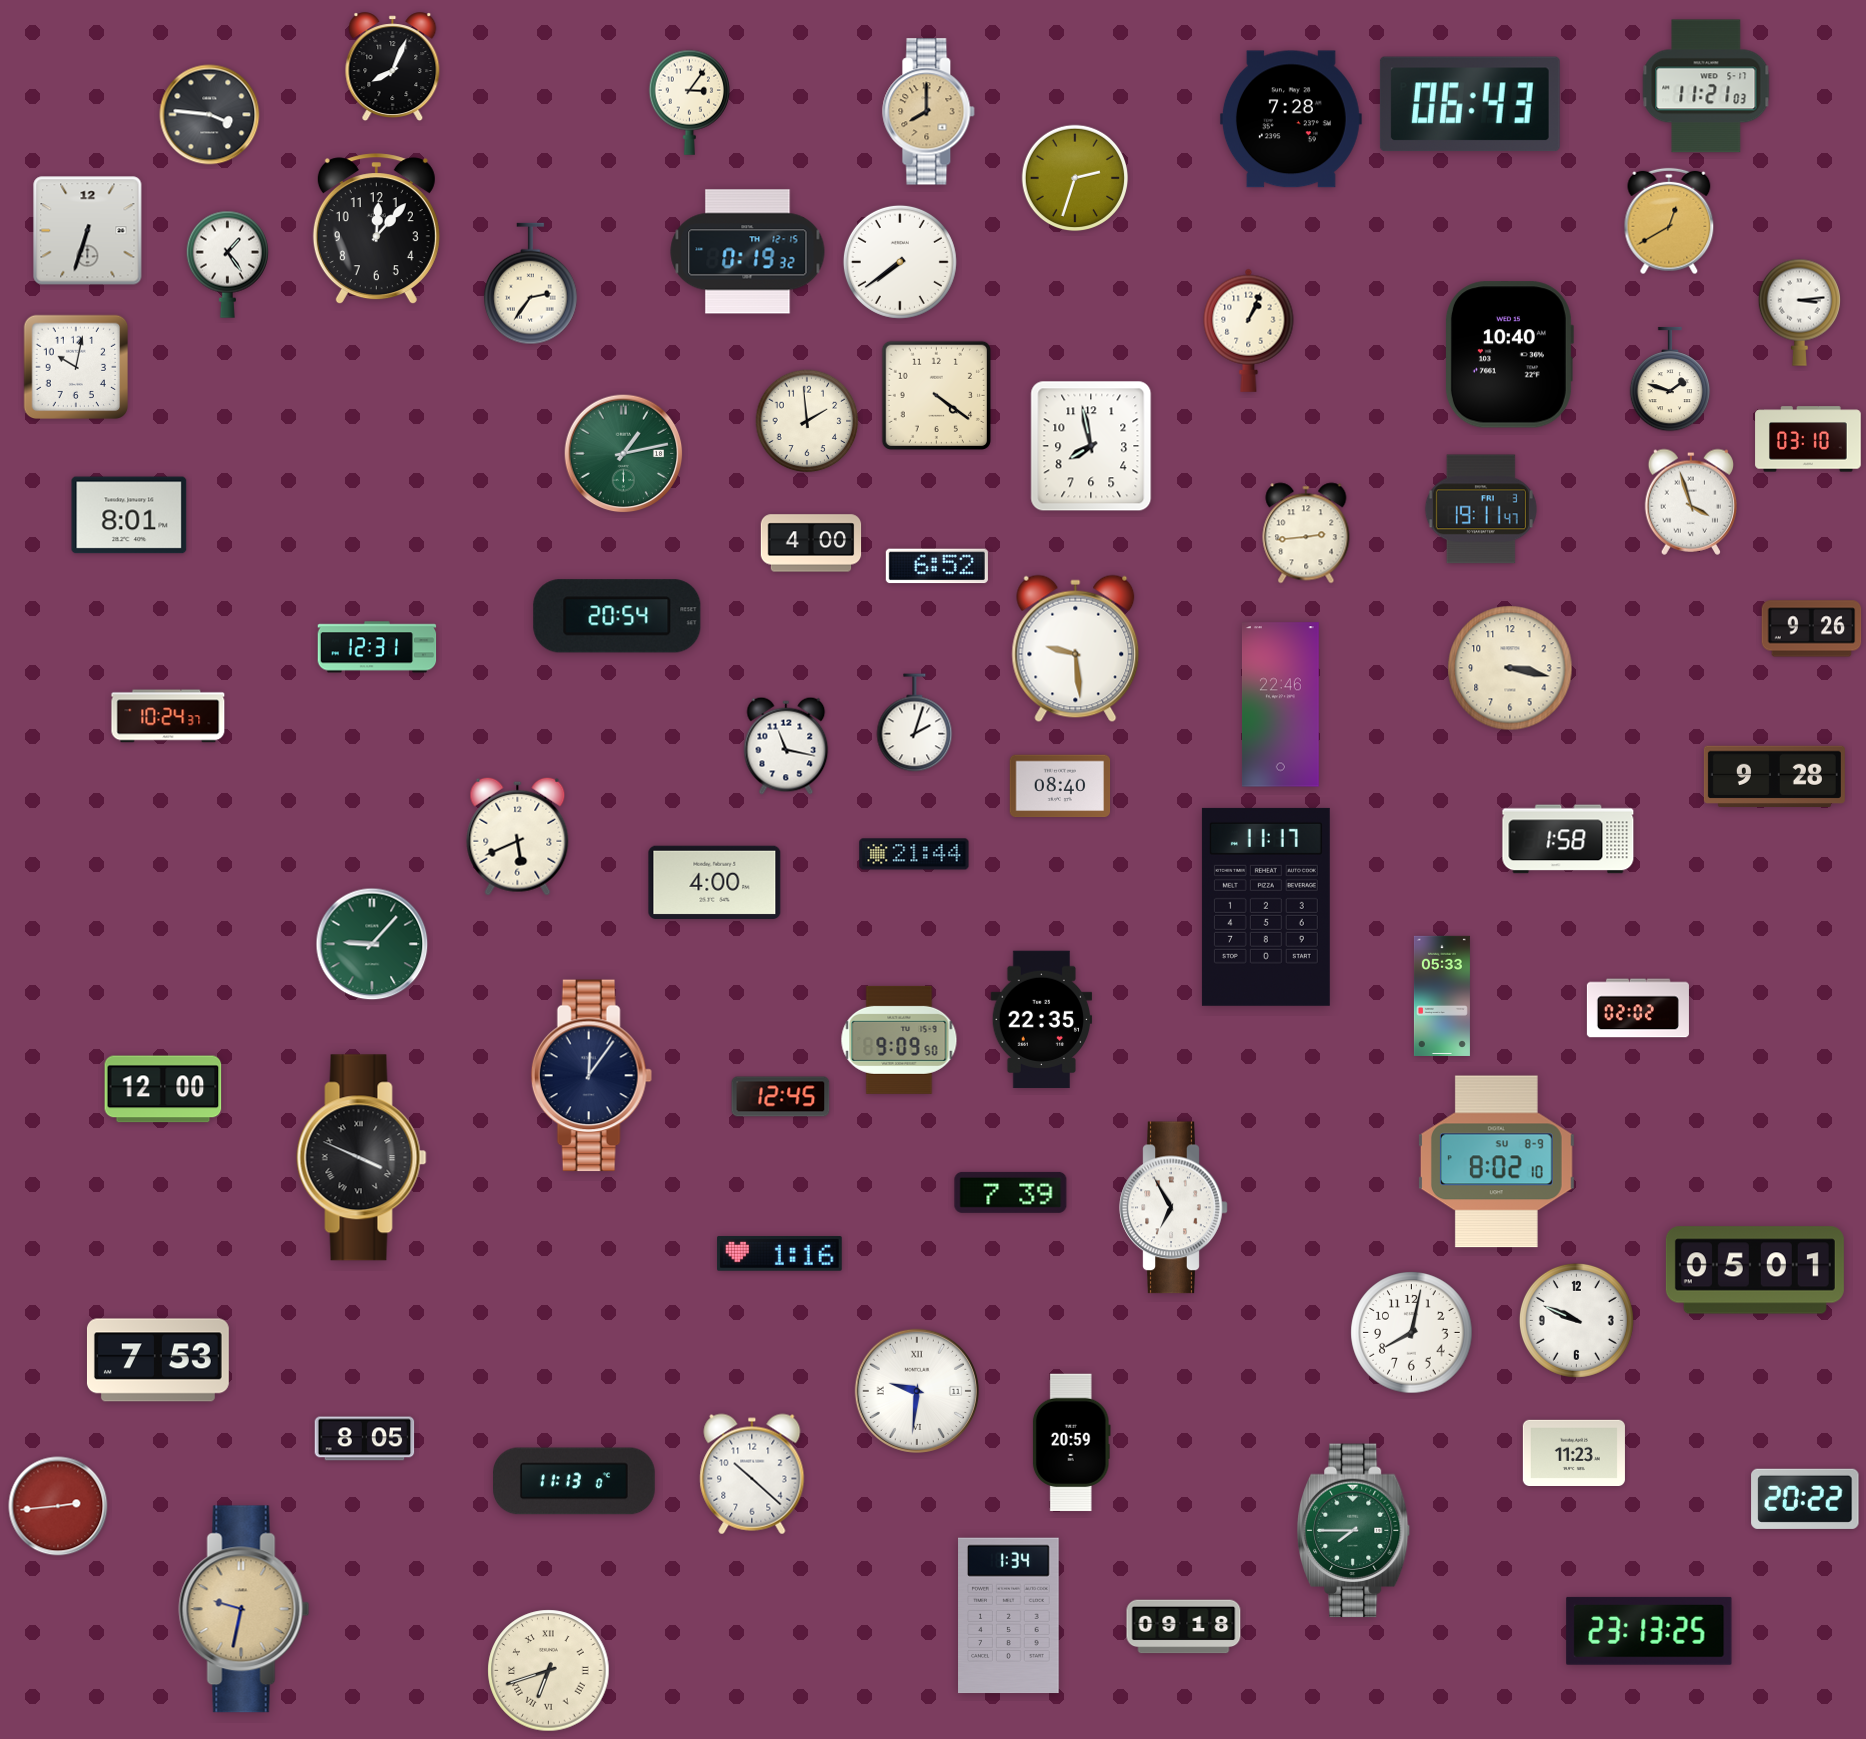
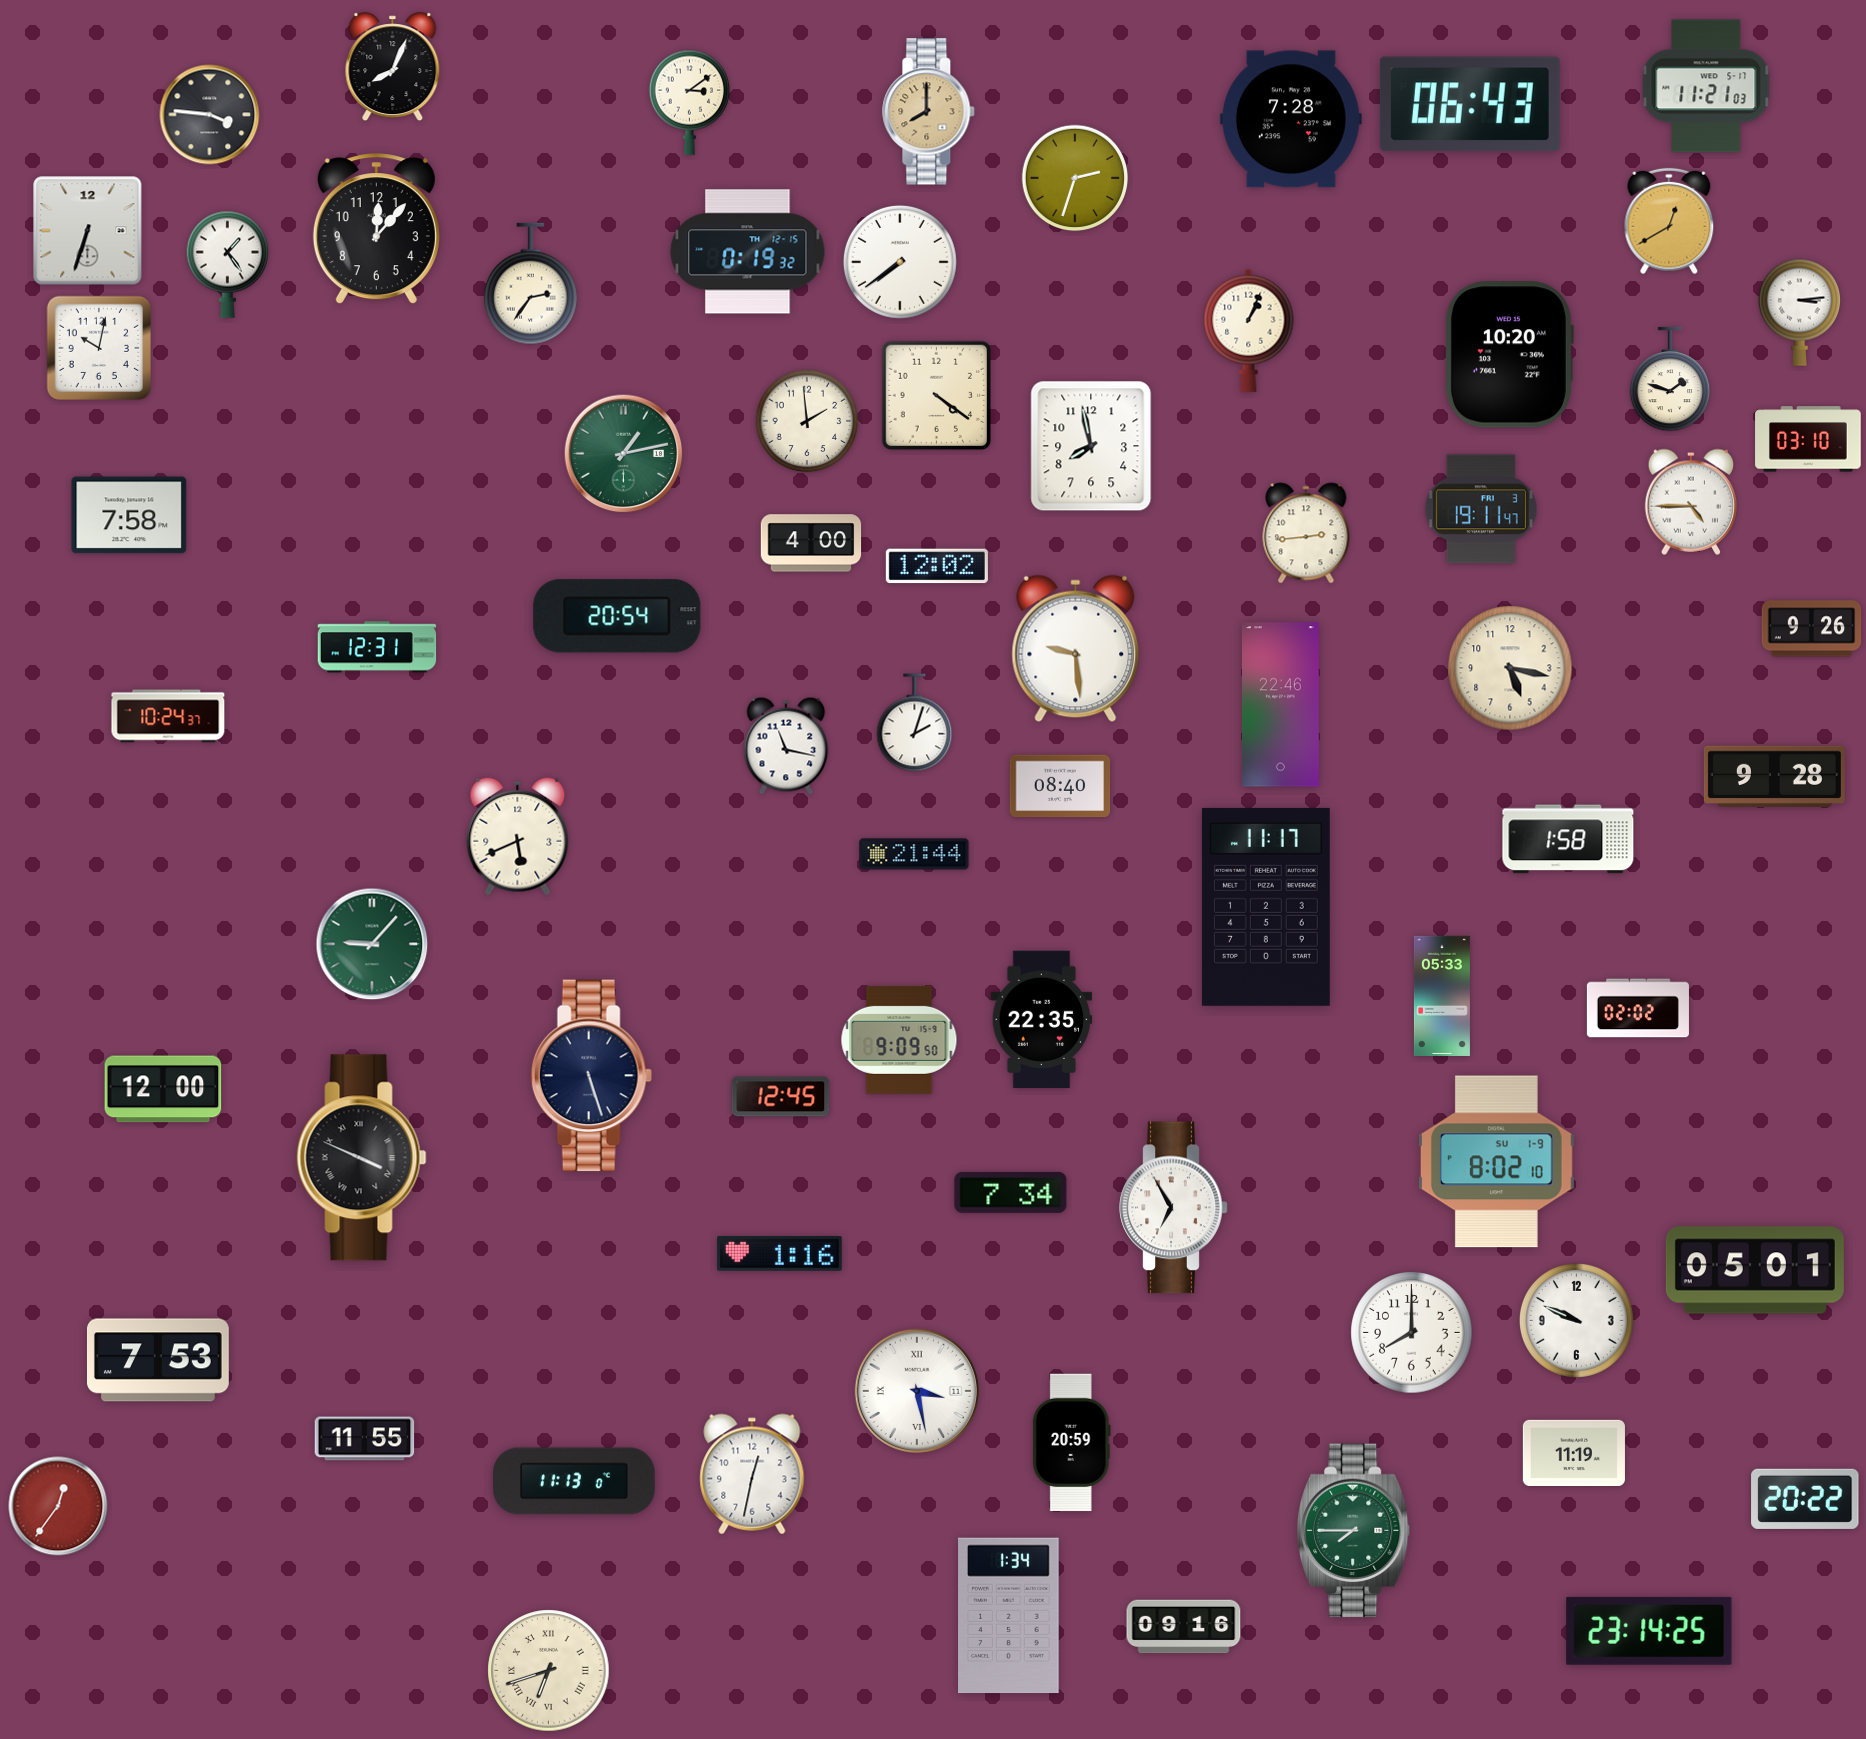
clock at (689, 102): 3:06 -> 3:09
clock at (1509, 355): 10:40 -> 10:20
clock at (76, 367) position: (76, 367) -> (99, 348)
clock at (1690, 502): 3:57 -> 4:45
clock at (129, 515): 8:01 -> 7:58
clock at (937, 566): 6:52 -> 12:02
clock at (1510, 668): 3:17 -> 5:17
clock at (715, 882): 4:00 -> none
clock at (591, 1076): 12:06 -> 5:27
clock at (1496, 1162) date: SU 8-9 -> SU 1-9
clock at (1011, 1192): 7:39 -> 7:34
clock at (1412, 1333): 8:02 -> 8:00
clock at (916, 1390): 9:31 -> 3:28
clock at (365, 1439): 8:05 -> 11:55
clock at (1574, 1452): 11:23 -> 11:19
clock at (752, 1474): 10:22 -> 12:32
clock at (58, 1506): 2:44 -> 12:36
clock at (244, 1609): 9:32 -> none
clock at (1184, 1627): 09:18 -> 09:16
clock at (1649, 1631): 23:13 -> 23:14
